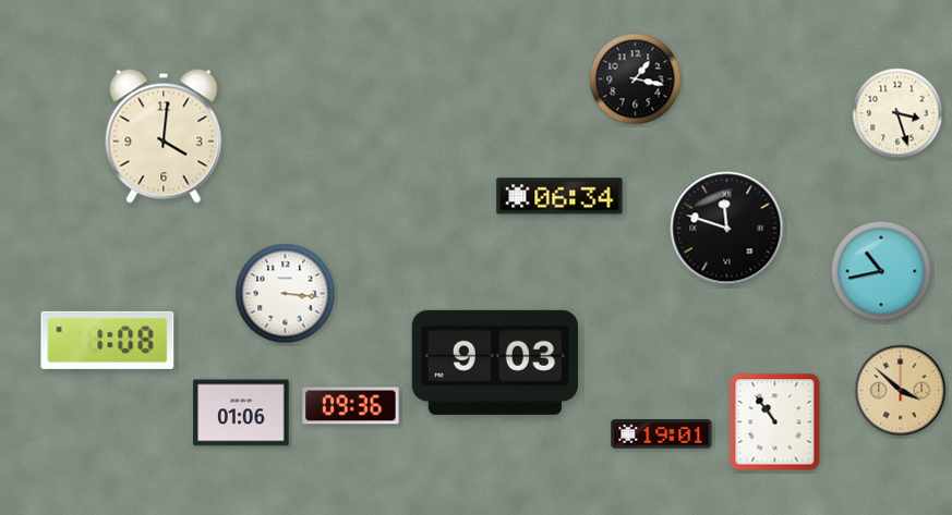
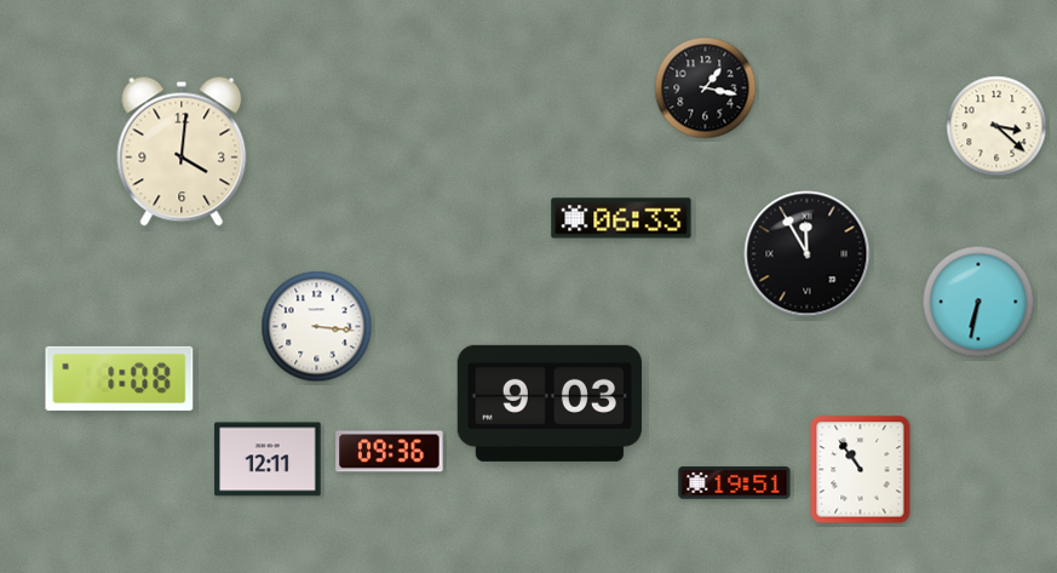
clock at (897, 113): 3:27 -> 3:22
clock at (559, 196): 06:34 -> 06:33
clock at (727, 229): 11:48 -> 11:55
clock at (881, 271): 10:43 -> 6:32
clock at (901, 391): 3:52 -> none
clock at (241, 413): 01:06 -> 12:11
clock at (662, 434): 19:01 -> 19:51
